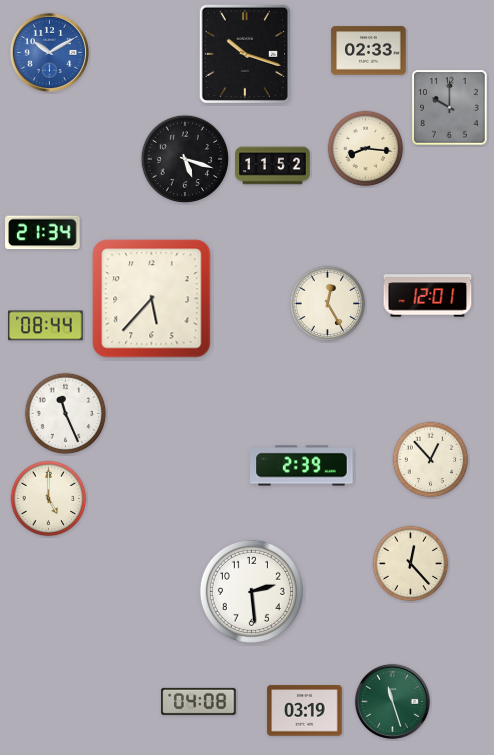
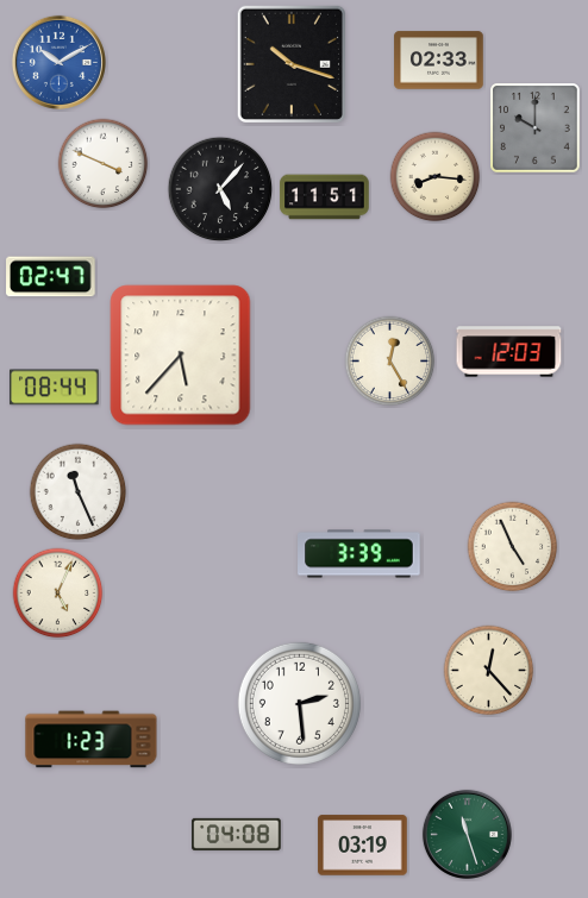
clock at (104, 164): none -> 3:49
clock at (185, 159): 5:18 -> 5:07
clock at (273, 166): 11:52 -> 11:51
clock at (43, 233): 21:34 -> 02:47
clock at (428, 296): 12:01 -> 12:03
clock at (431, 460): 12:53 -> 4:56
clock at (302, 466): 2:39 -> 3:39
clock at (49, 499): 5:00 -> 5:04
clock at (92, 740): none -> 1:23
